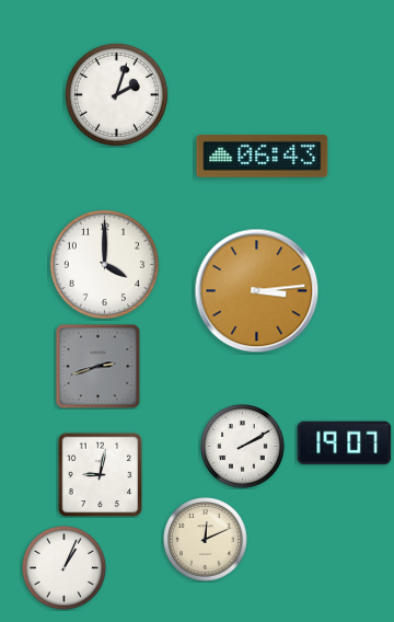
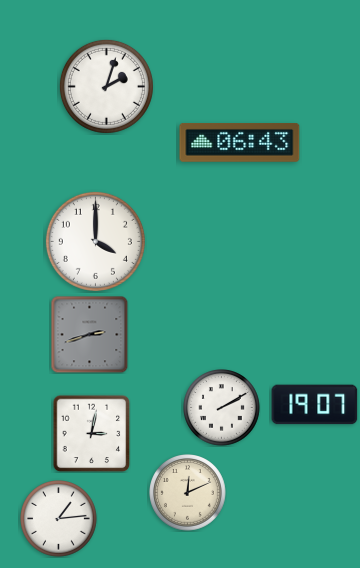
clock at (257, 291): 3:14 -> none
clock at (100, 474): 9:02 -> 3:02
clock at (65, 568): 1:04 -> 1:14
